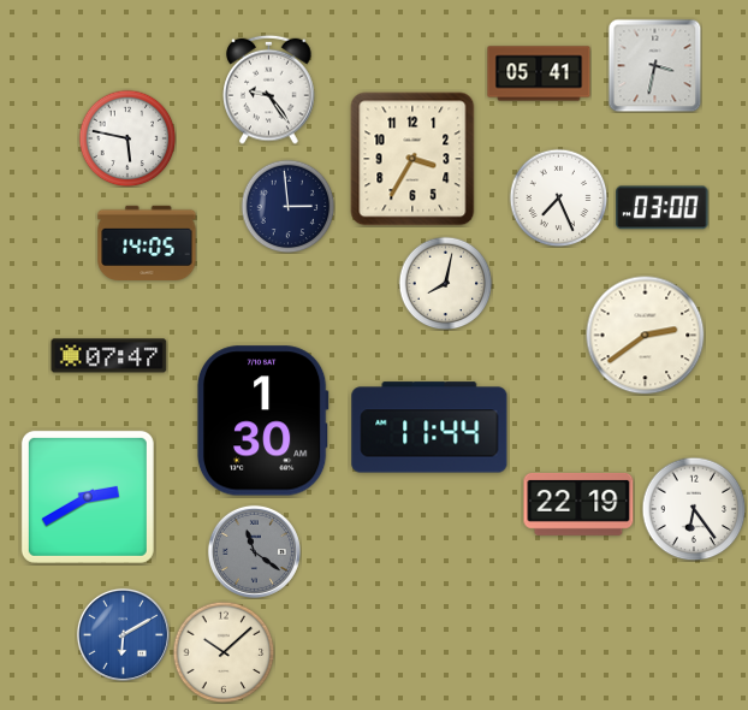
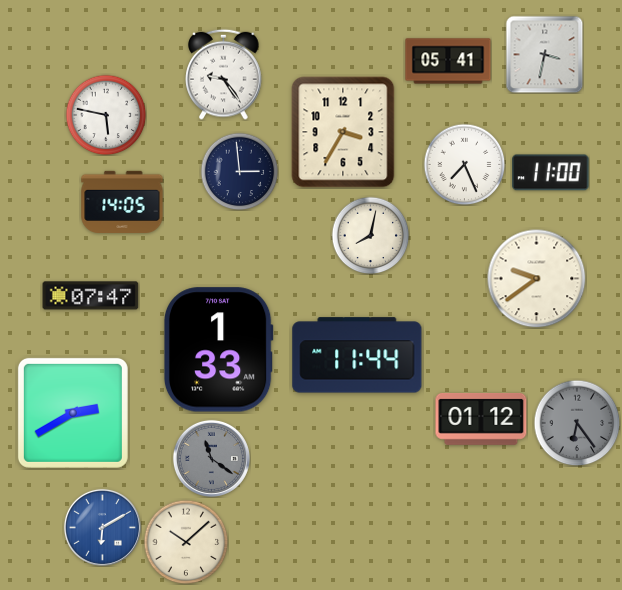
clock at (663, 208): 03:00 -> 11:00
clock at (646, 336): 2:39 -> 9:39
clock at (262, 421): 1:30 -> 1:33
clock at (578, 504): 22:19 -> 01:12
clock at (694, 509) dial: white -> grey
